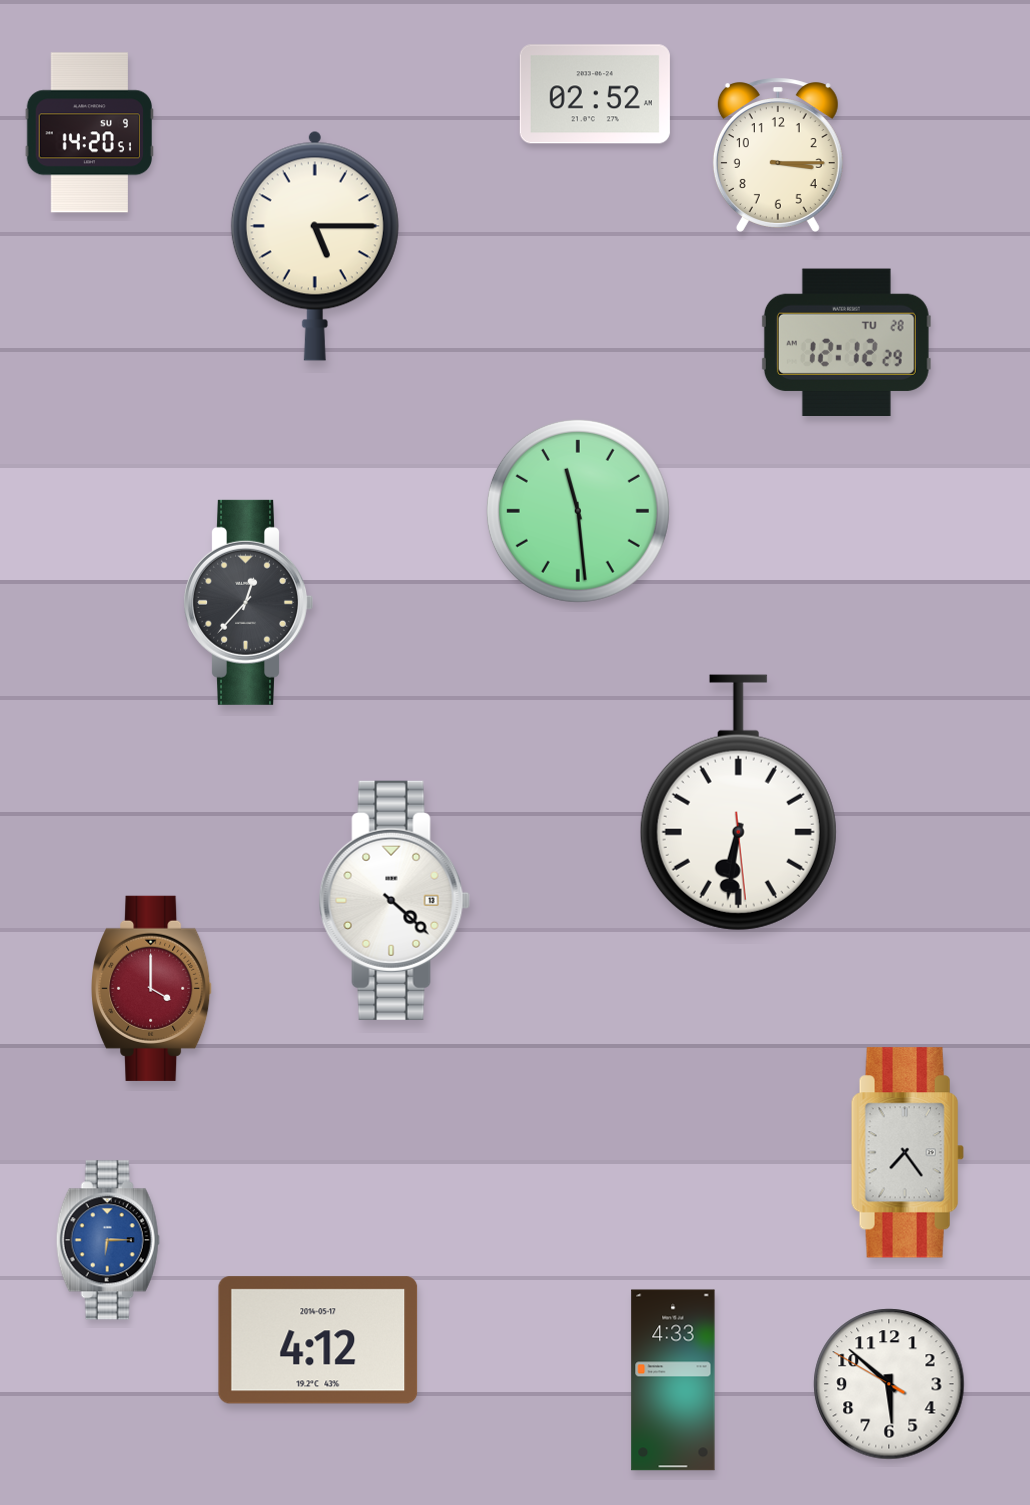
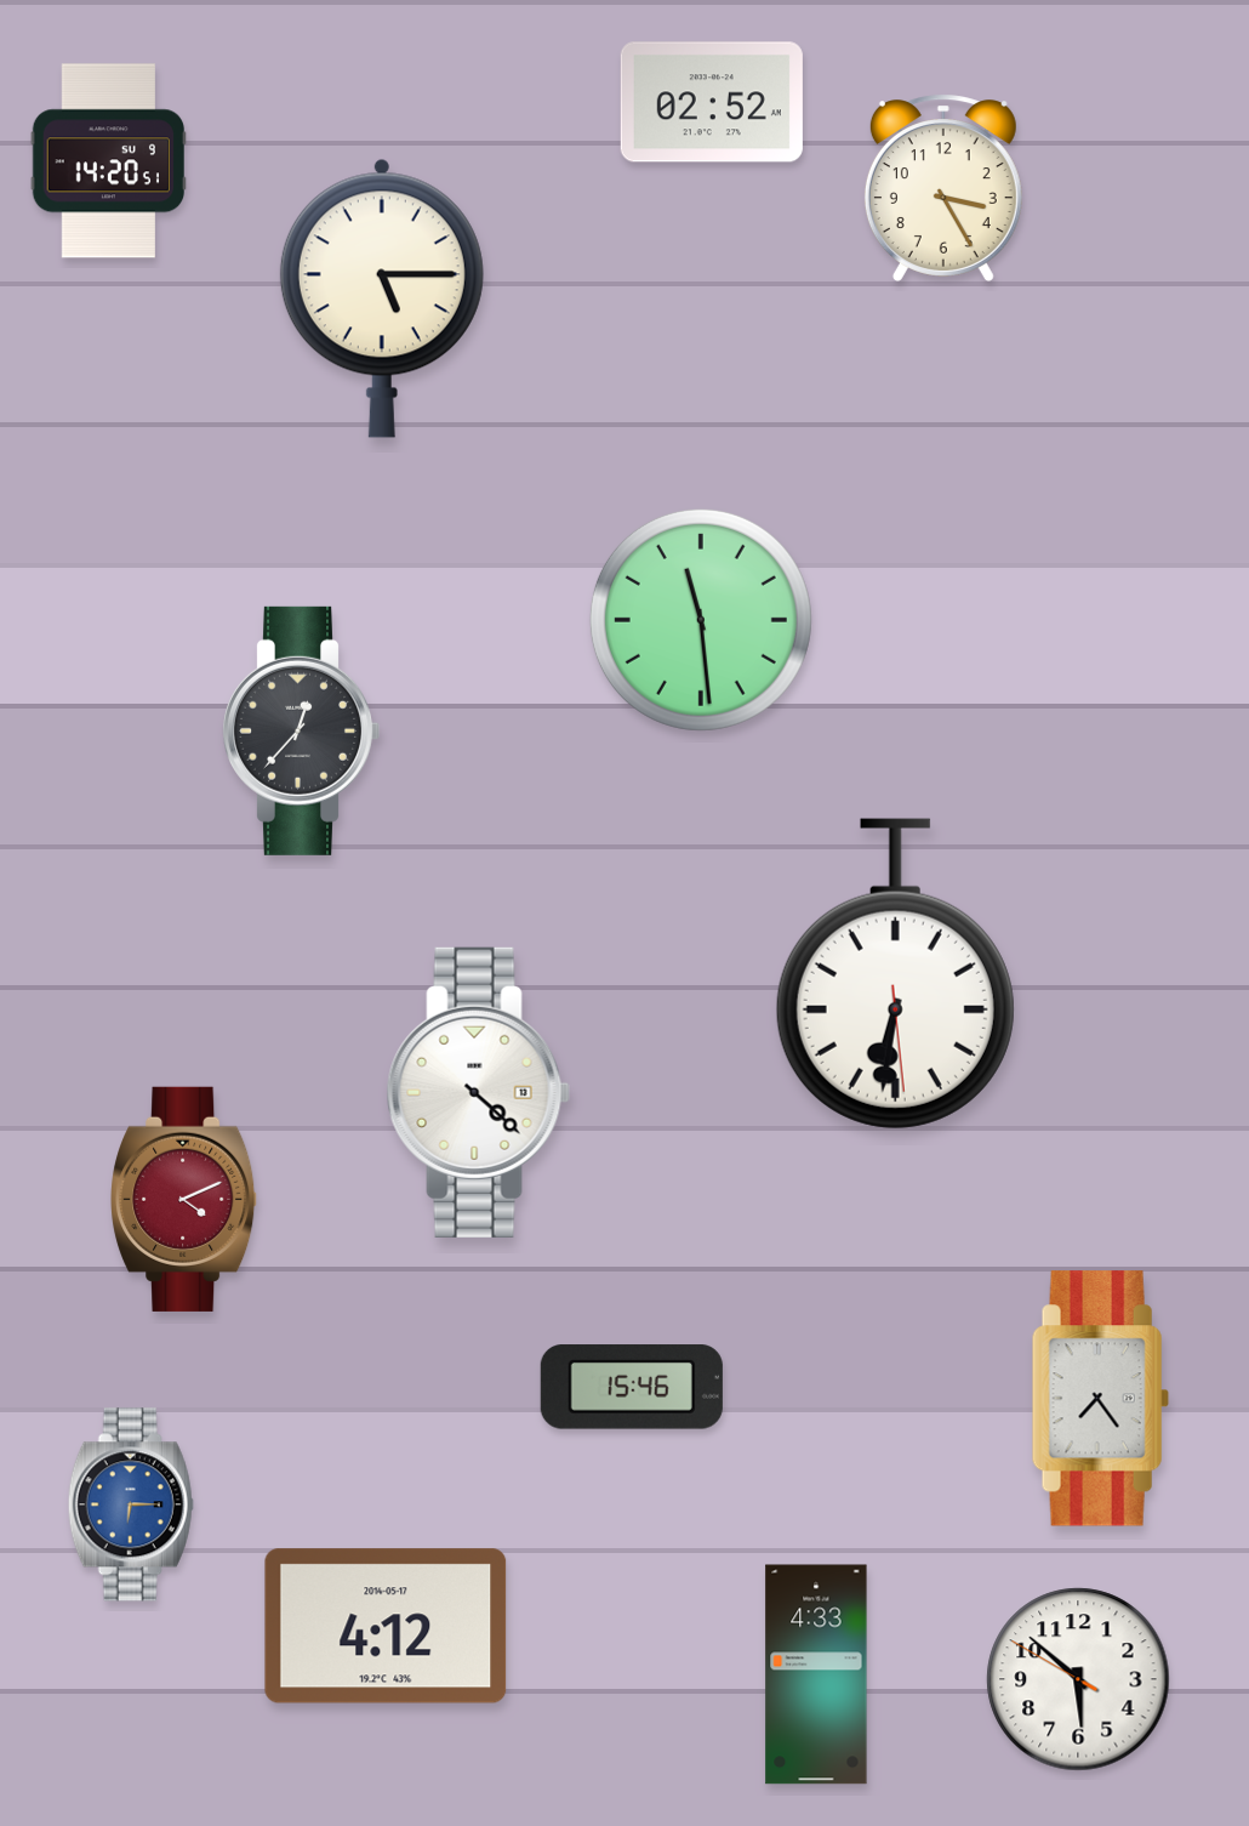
clock at (595, 94) position: (595, 94) -> (712, 102)
clock at (778, 155): 3:15 -> 3:25
clock at (846, 342): 12:12 -> none
clock at (152, 988): 4:00 -> 4:11
clock at (632, 1387): none -> 15:46
